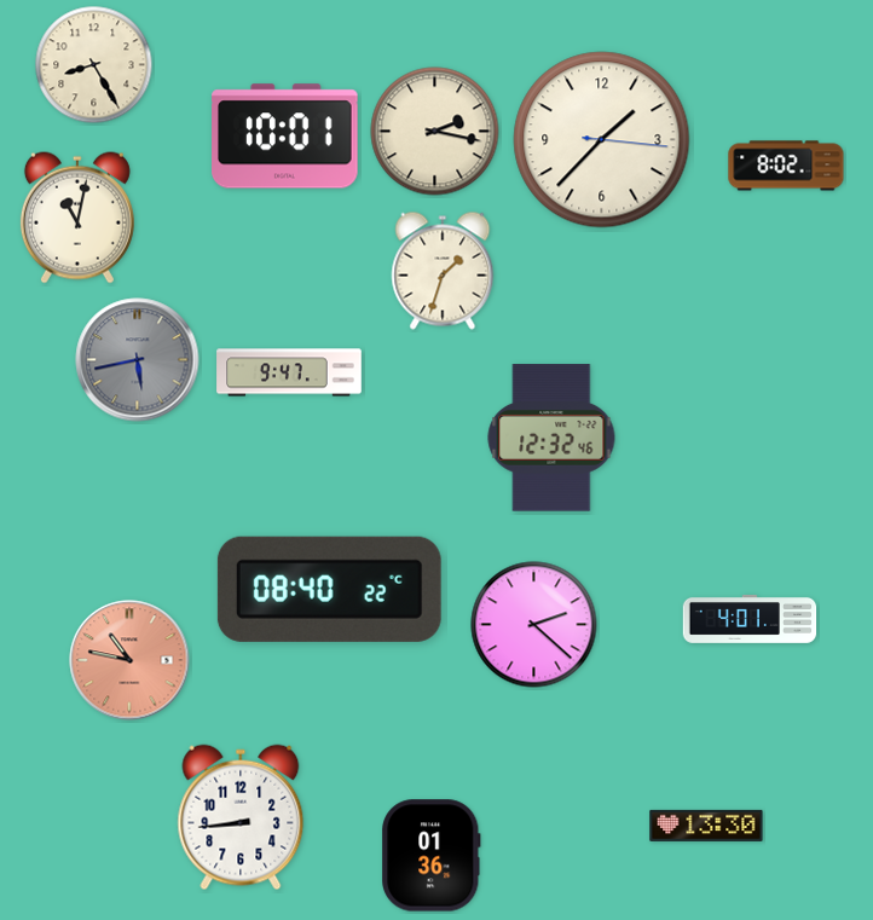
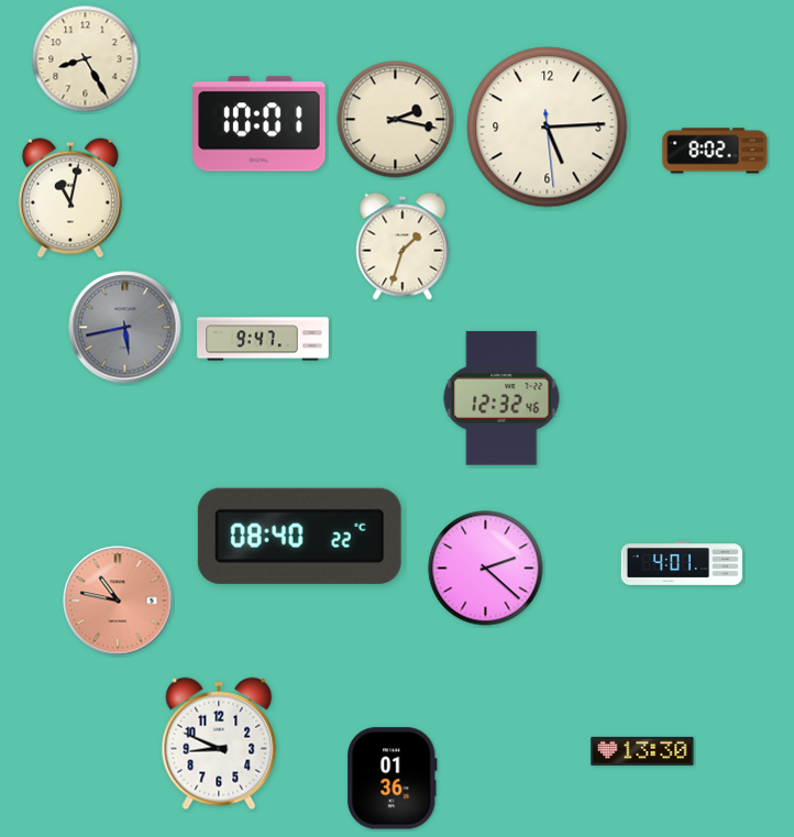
clock at (602, 140): 1:37 -> 5:14
clock at (241, 817): 8:44 -> 8:49
